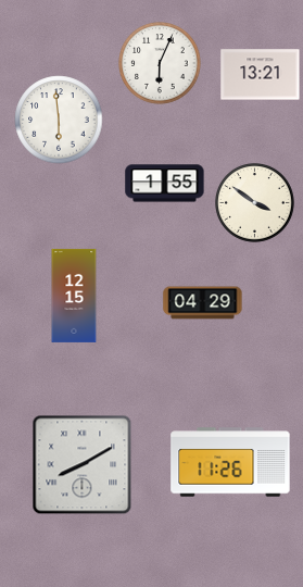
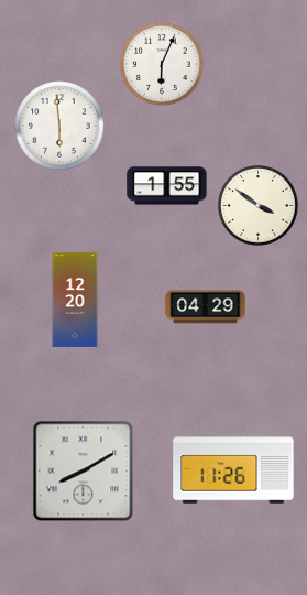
clock at (261, 75): 13:21 -> none
clock at (59, 120) position: (59, 120) -> (59, 126)
clock at (74, 296): 12:15 -> 12:20
